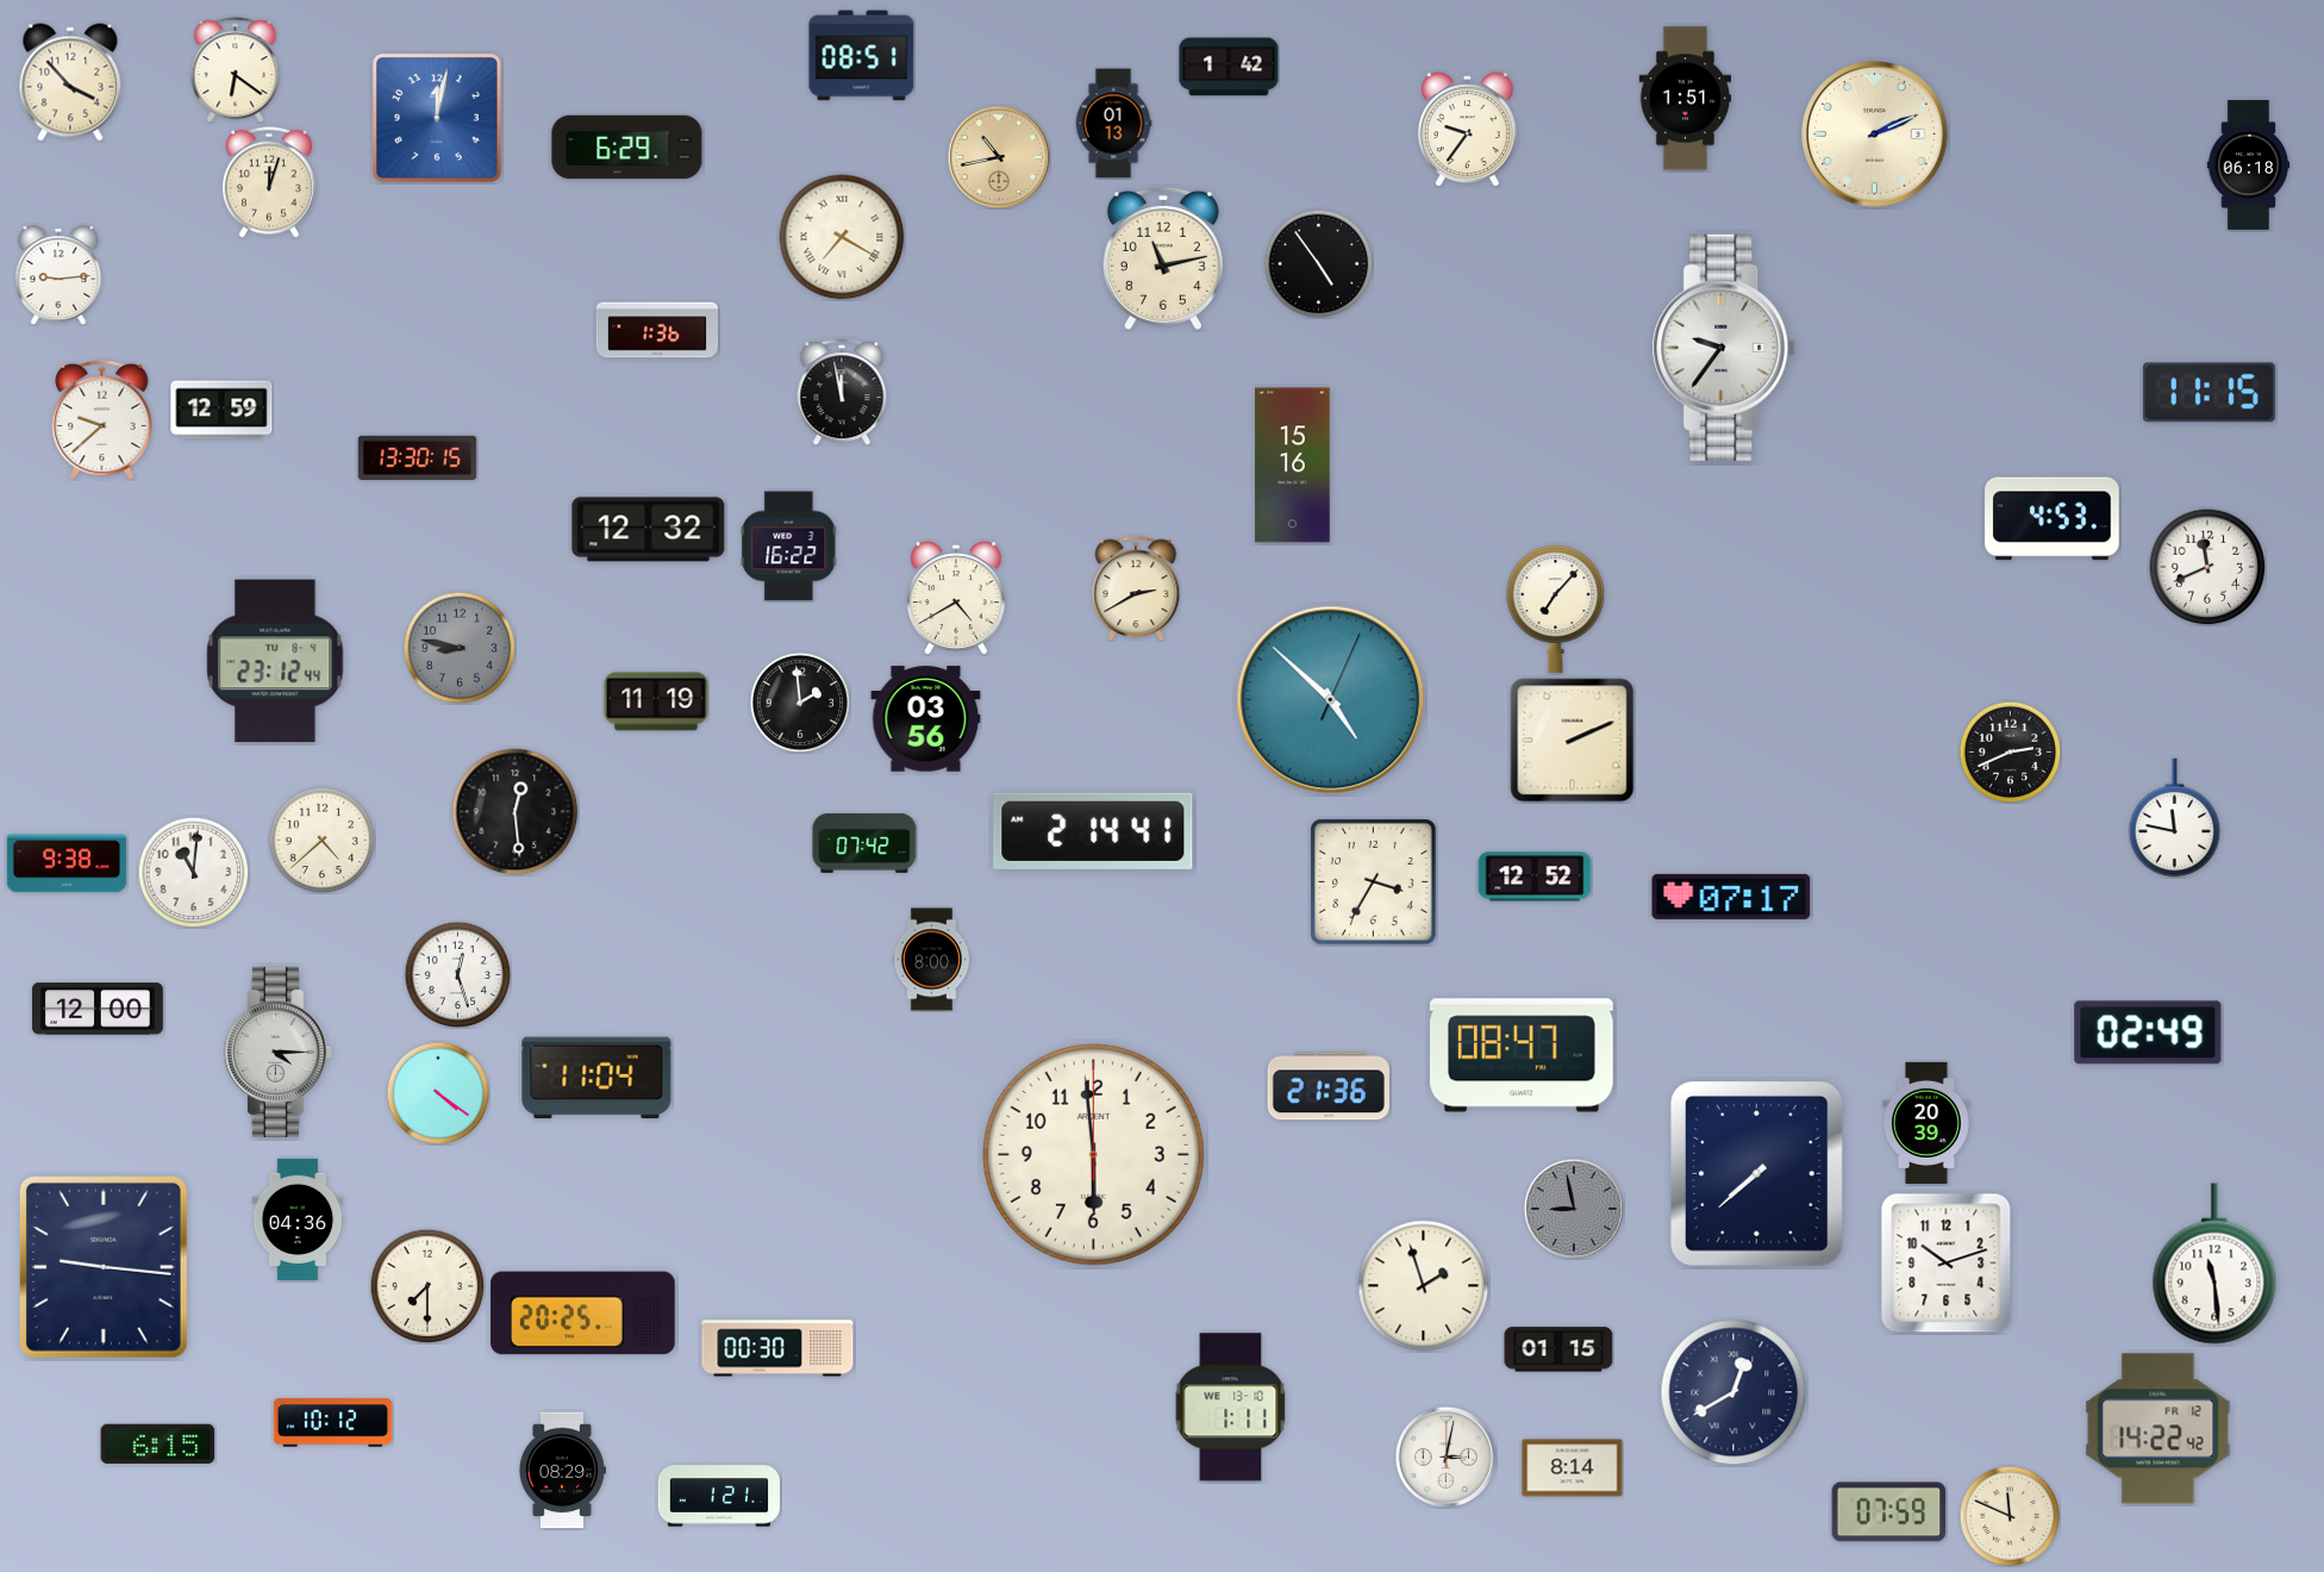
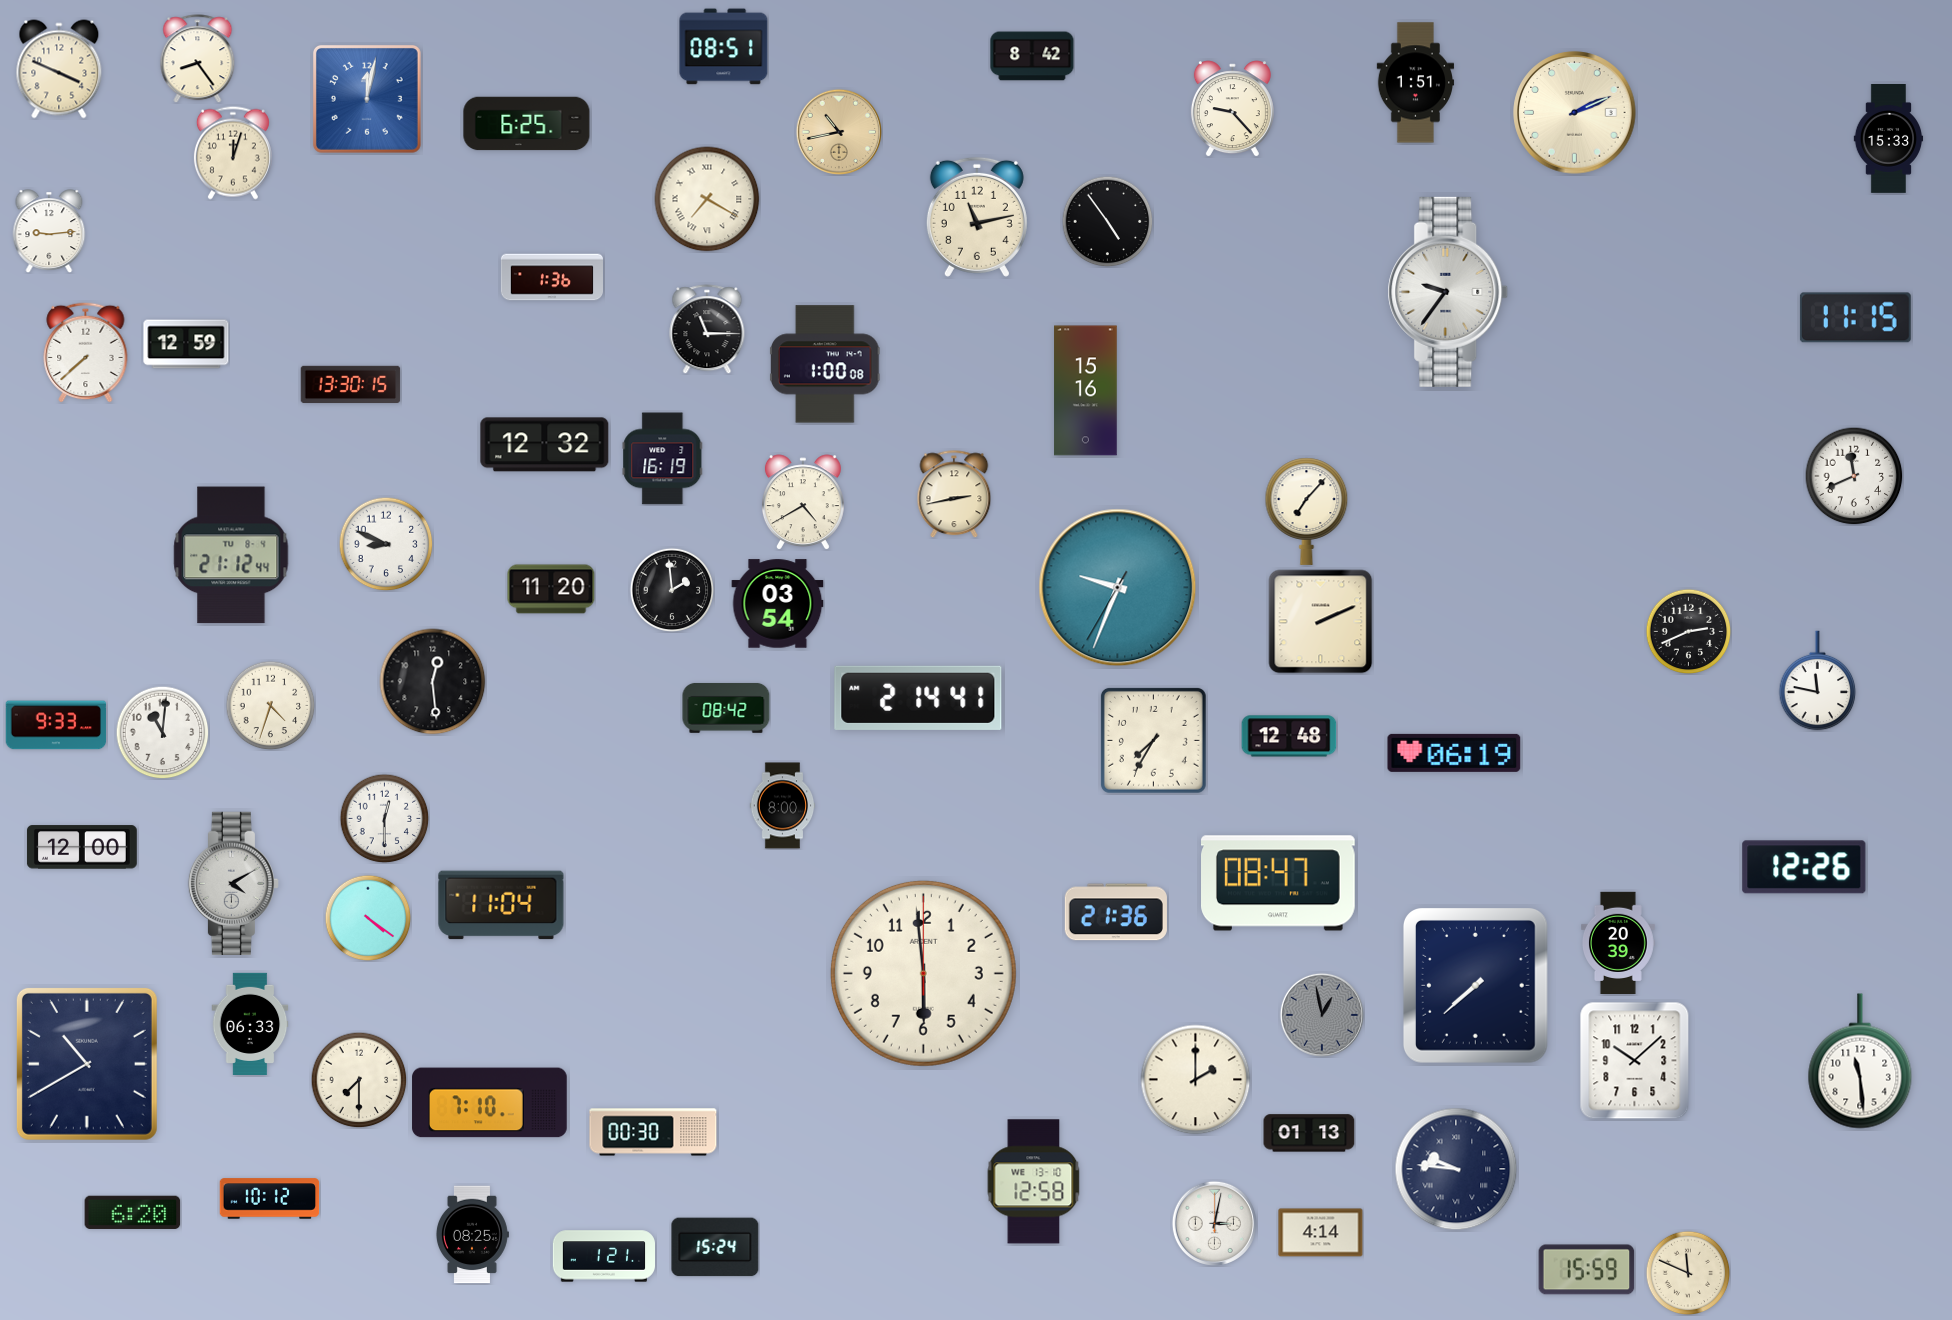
clock at (1229, 67): 1:42 -> 8:42
clock at (236, 70): 6:21 -> 8:24
clock at (70, 82): 3:53 -> 3:49
clock at (1113, 124): 01:13 -> none
clock at (1467, 130): 9:36 -> 9:23
clock at (627, 148): 6:29 -> 6:25
clock at (2249, 166): 06:18 -> 15:33
clock at (269, 182) position: (269, 182) -> (233, 153)
clock at (842, 392): 11:58 -> 11:15
clock at (2209, 393) position: (2209, 393) -> (1855, 318)
clock at (102, 419): 9:38 -> 7:38
clock at (826, 364): none -> 1:00
clock at (2053, 519): 4:53 -> none
clock at (789, 547): 16:22 -> 16:19
clock at (1136, 588): 2:40 -> 2:43
clock at (460, 648): 8:47 -> 8:49
clock at (460, 648) dial: grey -> white
clock at (275, 661): 23:12 -> 21:12
clock at (1331, 700): 4:52 -> 9:33
clock at (656, 701): 11:19 -> 11:20
clock at (926, 719): 03:56 -> 03:54
clock at (2175, 818) position: (2175, 818) -> (1818, 681)
clock at (321, 840): 4:38 -> 4:33
clock at (864, 843): 07:42 -> 08:42
clock at (67, 863): 9:38 -> 9:33
clock at (1535, 877): 12:52 -> 12:48
clock at (1373, 881): 3:35 -> 7:35
clock at (1731, 897): 07:17 -> 06:19
clock at (457, 974): 12:27 -> 12:30
clock at (2148, 1033): 02:49 -> 12:26
clock at (277, 1052): 4:15 -> 4:10
clock at (1523, 1055) position: (1523, 1055) -> (1279, 883)
clock at (1093, 1154) position: (1093, 1154) -> (923, 973)
clock at (1574, 1209): 8:58 -> 12:58
clock at (298, 1218): 04:36 -> 06:33
clock at (1947, 1264): 10:12 -> 10:08
clock at (104, 1267): 9:16 -> 10:40
clock at (1424, 1286): 1:57 -> 2:00
clock at (583, 1314): 20:25 -> 7:10
clock at (1558, 1349): 01:15 -> 01:13
clock at (1733, 1392): 12:40 -> 9:46
clock at (1231, 1408): 1:11 -> 12:58
clock at (333, 1423) position: (333, 1423) -> (270, 1199)
clock at (2159, 1429): 14:22 -> none
clock at (158, 1443): 6:15 -> 6:20
clock at (1573, 1468): 8:14 -> 4:14
clock at (562, 1471): 08:29 -> 08:25
clock at (715, 1247): none -> 15:24
clock at (1889, 1512): 07:59 -> 15:59
